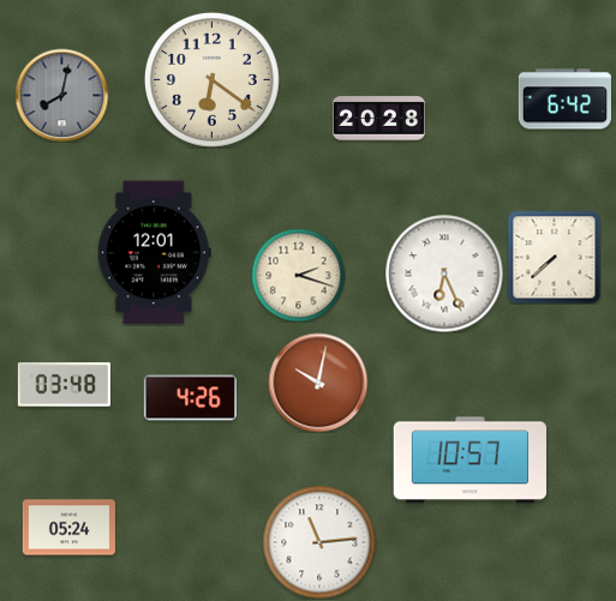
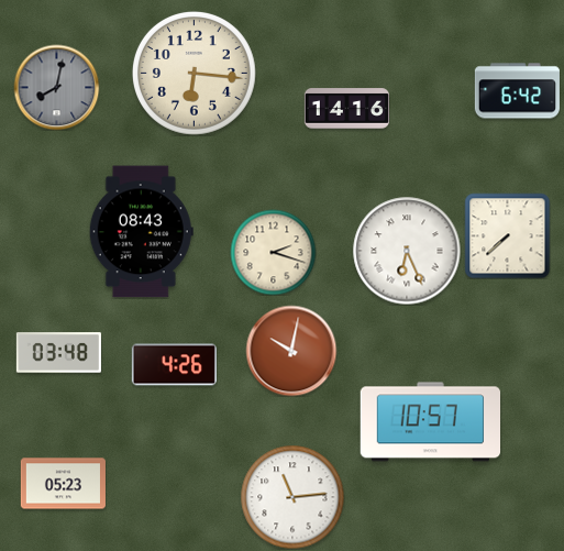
clock at (211, 79): 6:21 -> 6:16
clock at (378, 119): 20:28 -> 14:16
clock at (154, 253): 12:01 -> 08:43
clock at (68, 528): 05:24 -> 05:23
